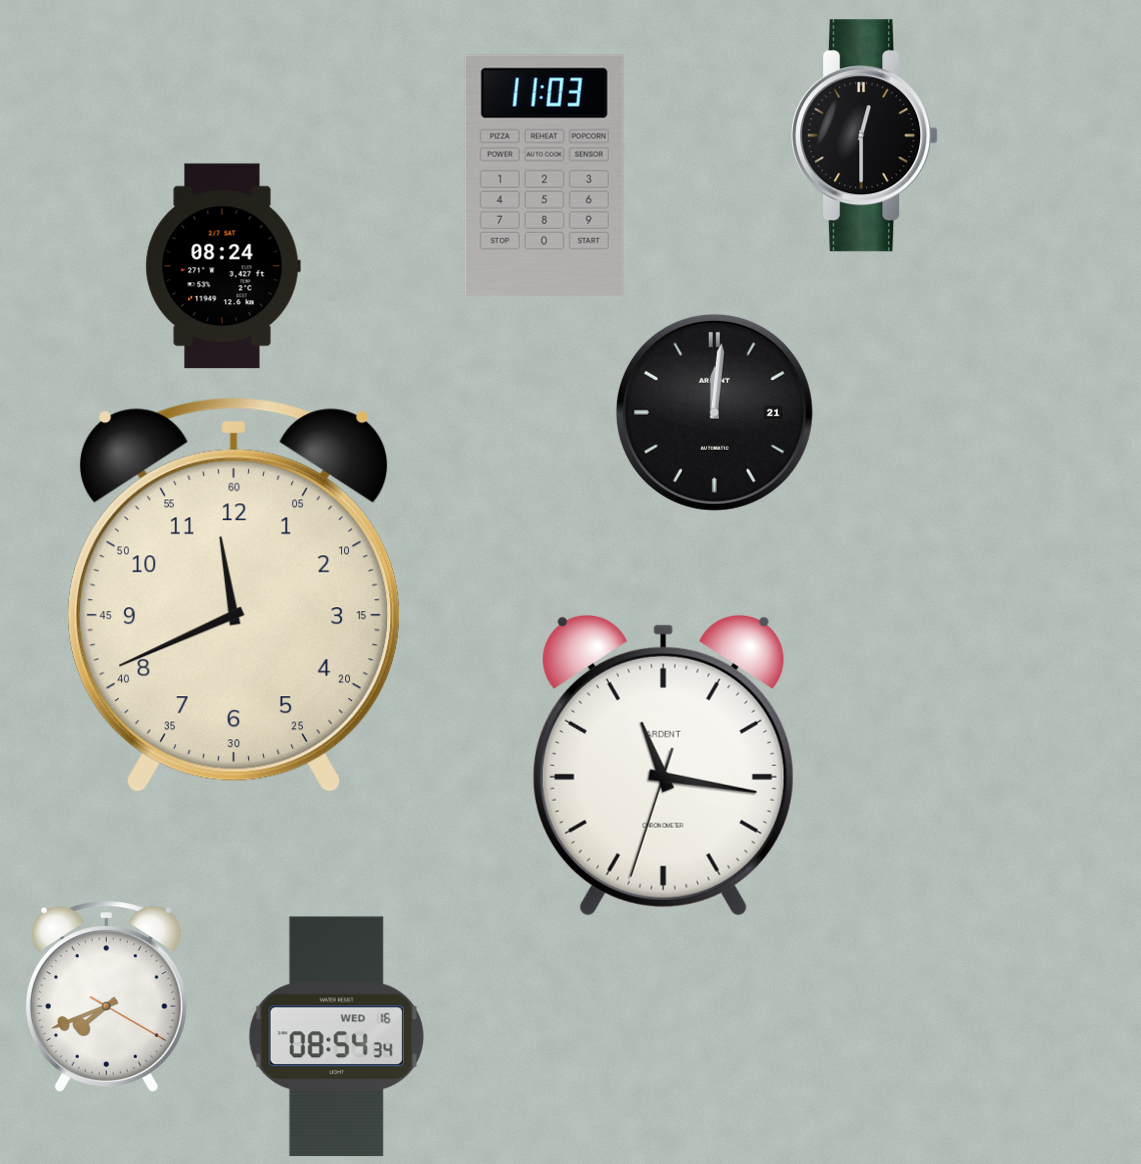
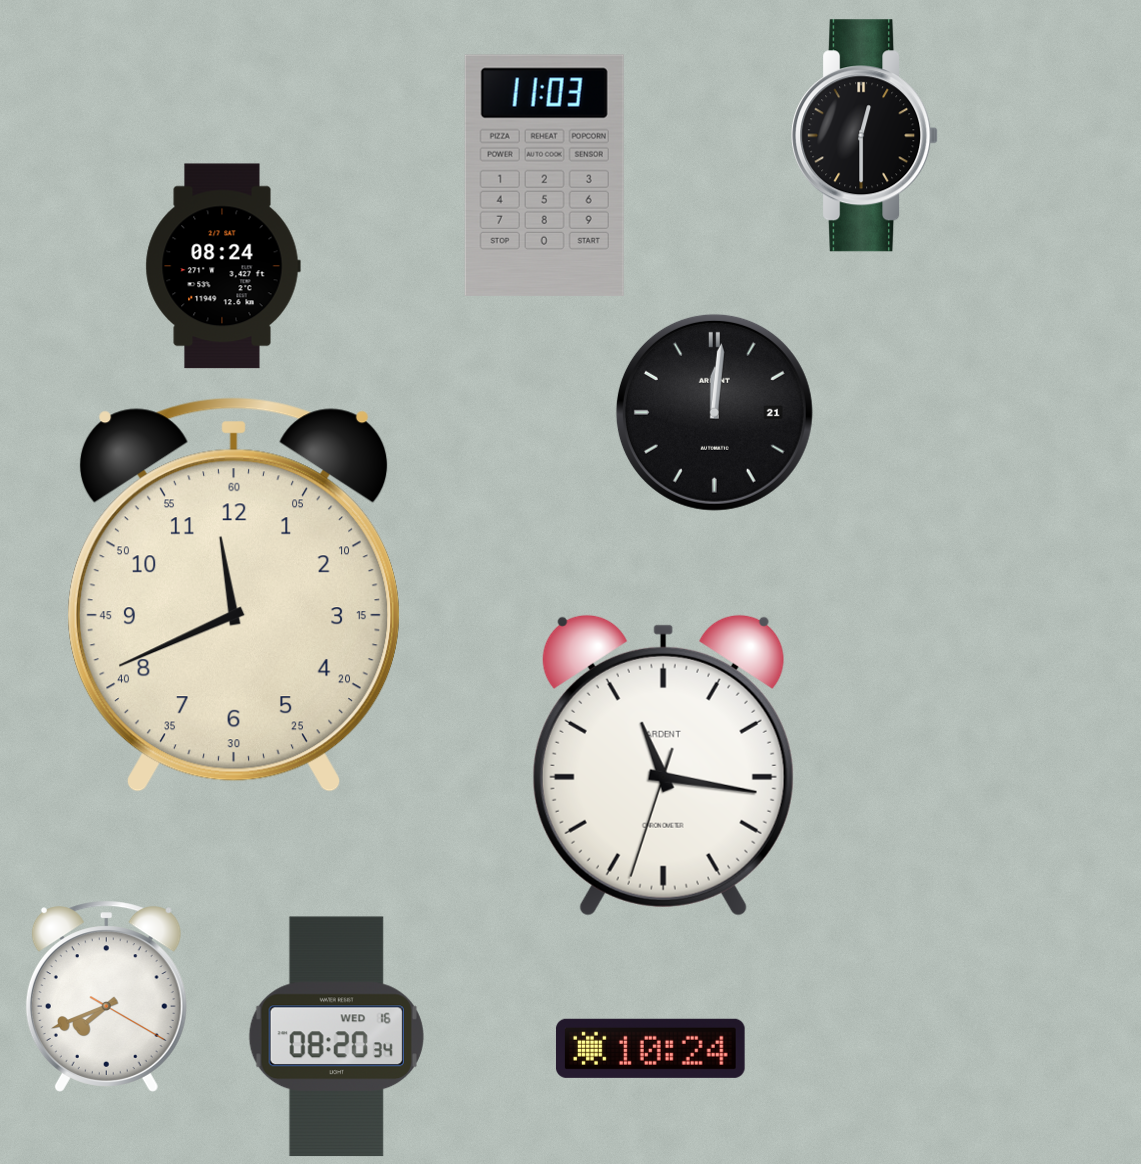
clock at (336, 1037): 08:54 -> 08:20
clock at (650, 1048): none -> 10:24
